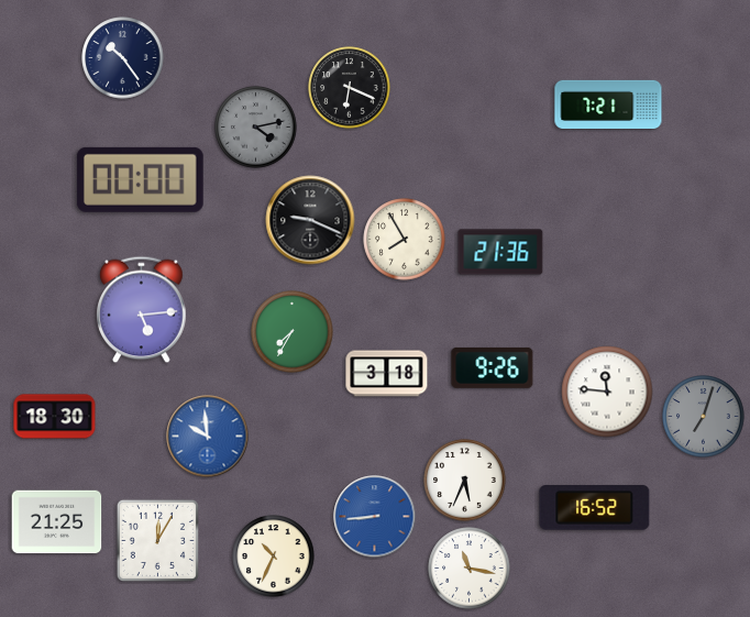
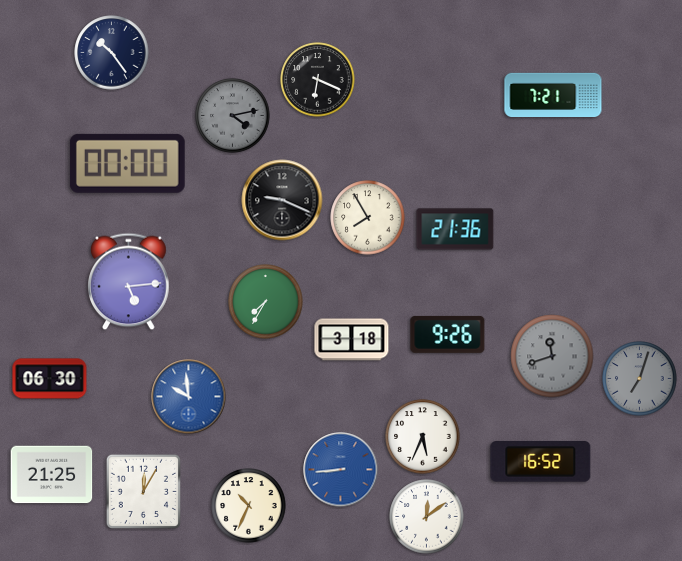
clock at (607, 392): 11:46 -> 11:42
clock at (607, 392) dial: white -> grey
clock at (55, 417): 18:30 -> 06:30
clock at (470, 569): 11:17 -> 12:09
